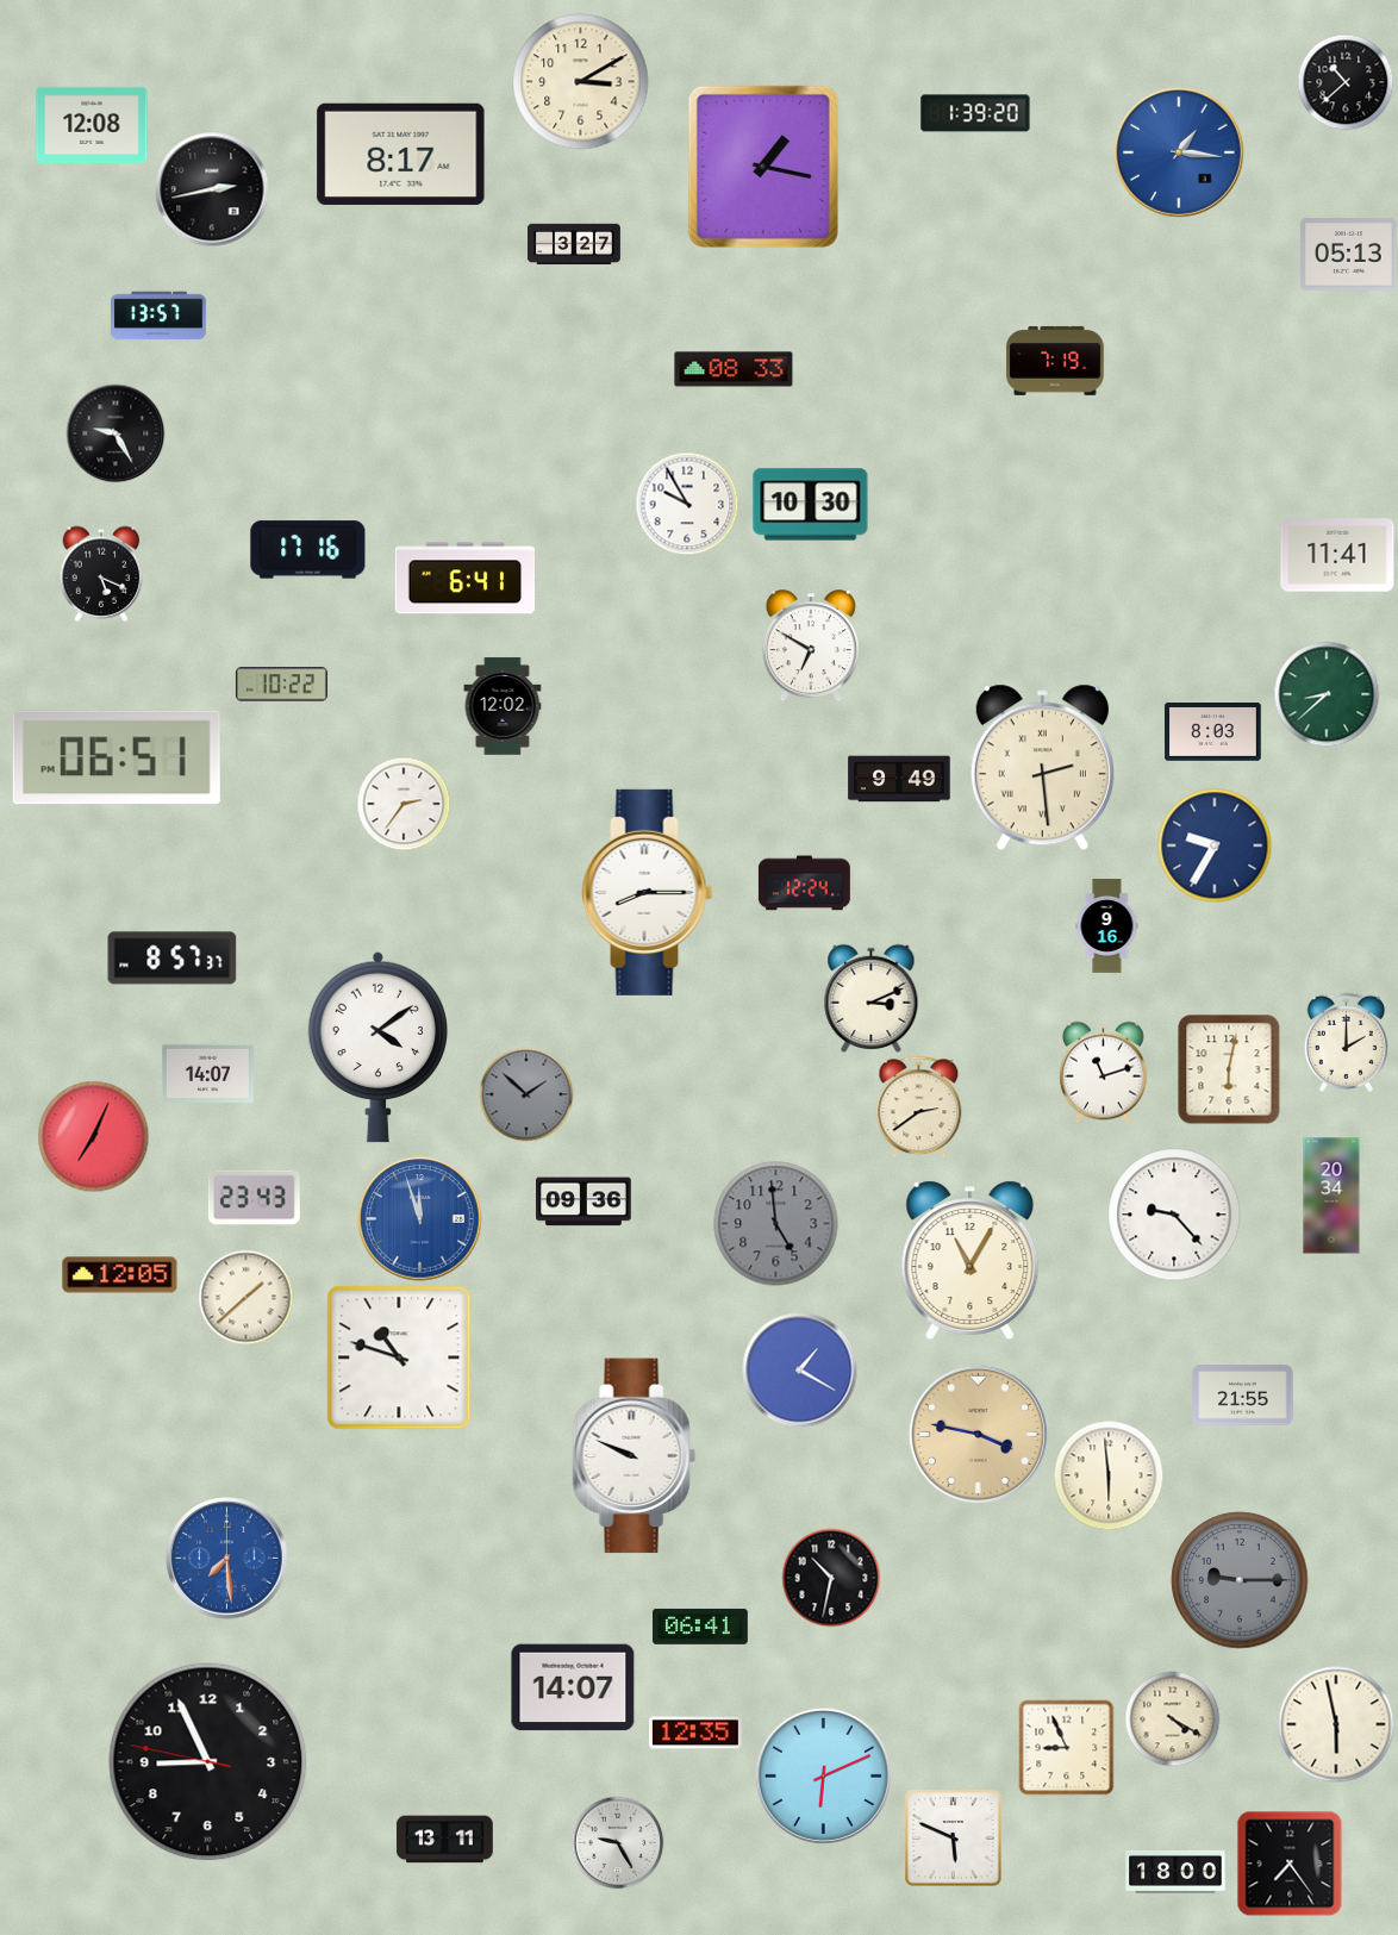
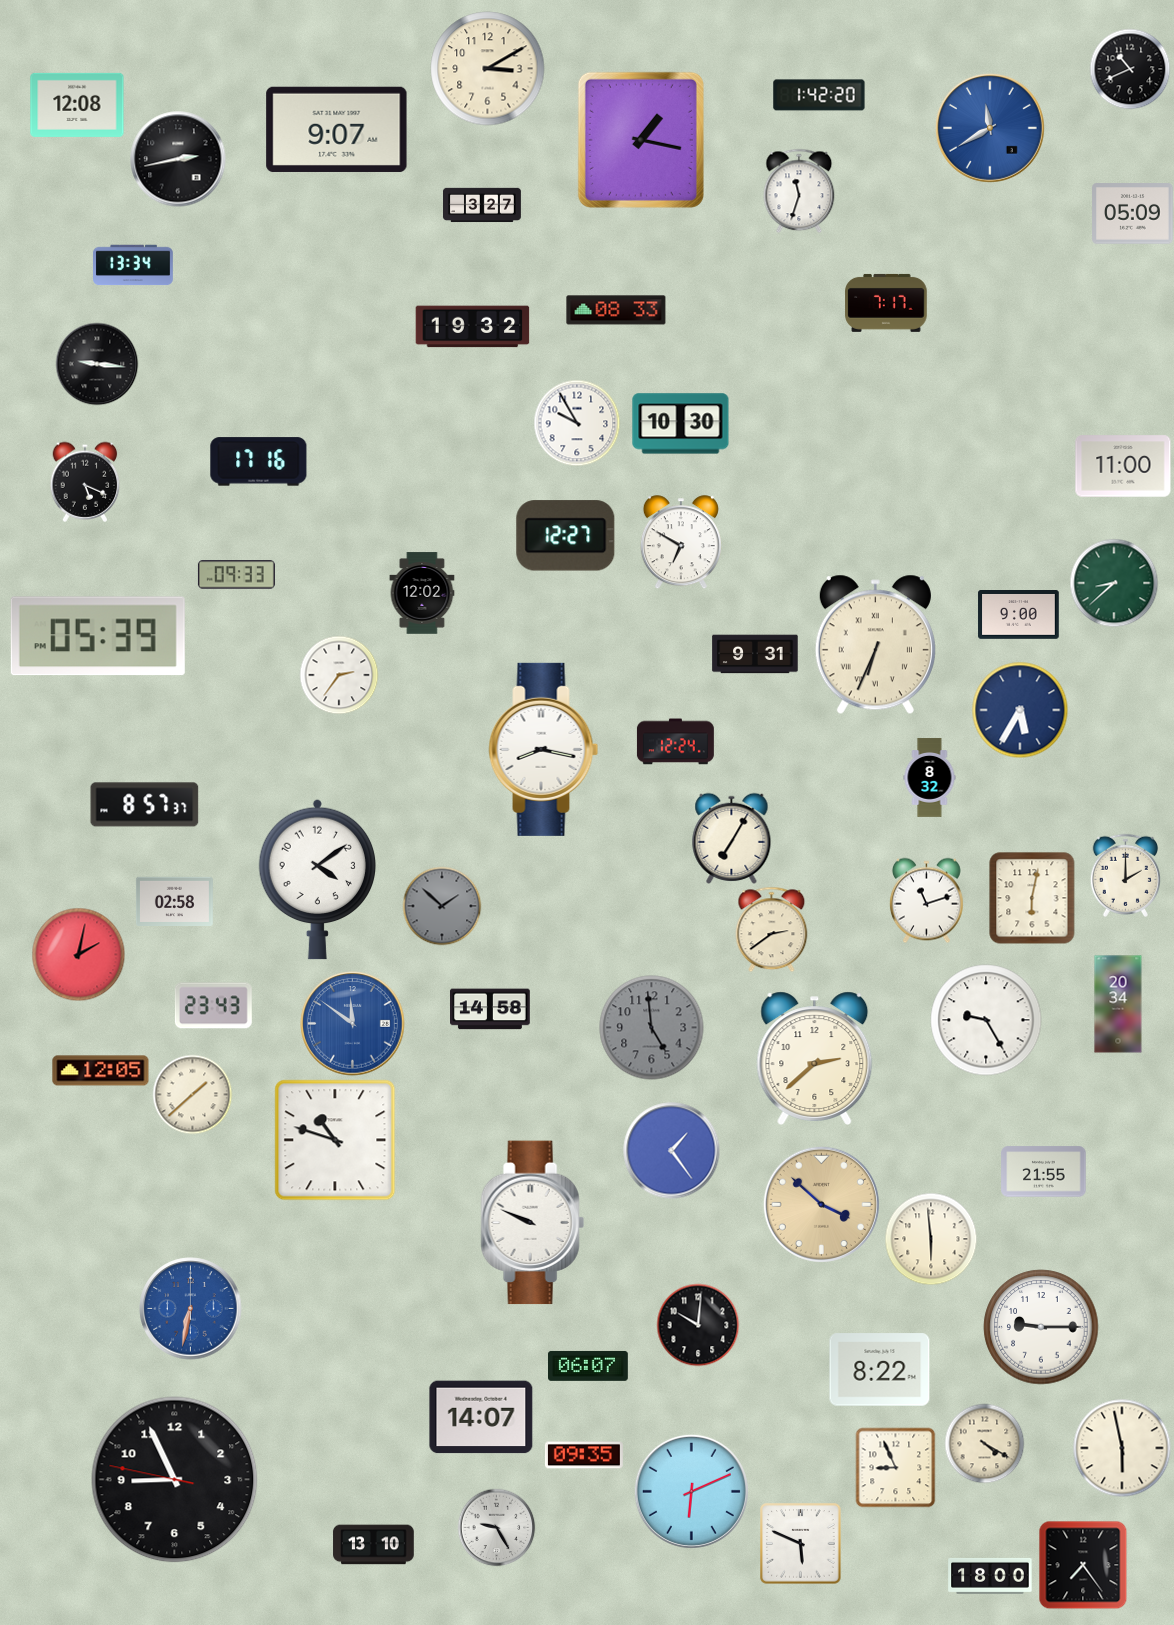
clock at (1346, 82): 10:38 -> 10:41
clock at (975, 113): 1:39 -> 1:42
clock at (1179, 152): 1:16 -> 11:40
clock at (401, 154): 8:17 -> 9:07
clock at (799, 191): none -> 11:33
clock at (1349, 255): 05:13 -> 05:09
clock at (160, 316): 13:57 -> 13:34
clock at (1055, 361): 7:19 -> 7:17
clock at (473, 327): none -> 19:32
clock at (116, 433): 9:25 -> 9:16
clock at (1337, 555): 11:41 -> 11:00
clock at (466, 579): 6:41 -> none
clock at (566, 536): none -> 12:27
clock at (281, 685): 10:22 -> 09:33
clock at (1213, 732): 8:03 -> 9:00
clock at (117, 757): 06:51 -> 05:39
clock at (1042, 768): 2:29 -> 6:34
clock at (899, 779): 9:49 -> 9:31
clock at (1215, 845): 9:35 -> 5:35
clock at (648, 892): 8:15 -> 8:17
clock at (1107, 926): 9:16 -> 8:32
clock at (872, 998): 3:11 -> 7:05
clock at (1346, 1042) position: (1346, 1042) -> (1125, 875)
clock at (207, 1073): 14:07 -> 02:58
clock at (526, 1094) position: (526, 1094) -> (442, 906)
clock at (93, 1136): 7:04 -> 2:02
clock at (585, 1201): 09:36 -> 14:58
clock at (1174, 1215): 9:23 -> 9:25
clock at (420, 1219): 11:57 -> 11:51
clock at (971, 1260): 11:05 -> 2:38
clock at (245, 1297) position: (245, 1297) -> (192, 1094)
clock at (800, 1371): 1:20 -> 1:24
clock at (978, 1434): 3:47 -> 3:52
clock at (227, 1559): 7:29 -> 6:32
clock at (831, 1578): 10:32 -> 10:01
clock at (1240, 1580) dial: grey -> white
clock at (701, 1627): 06:41 -> 06:07
clock at (880, 1370): none -> 8:22
clock at (695, 1733): 12:35 -> 09:35
clock at (445, 1840): 13:11 -> 13:10
clock at (617, 1842) position: (617, 1842) -> (496, 1527)
clock at (1175, 1872) position: (1175, 1872) -> (990, 1576)
